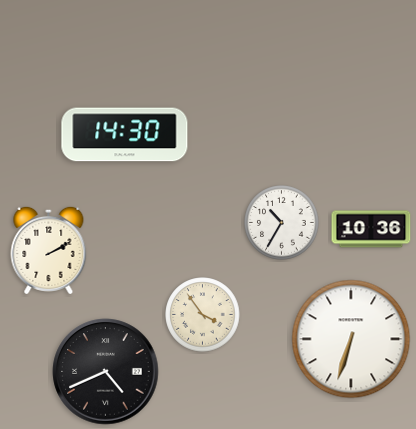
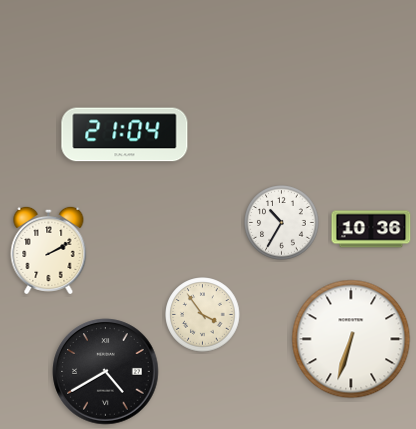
clock at (125, 135): 14:30 -> 21:04
clock at (106, 372): 4:41 -> 4:40
